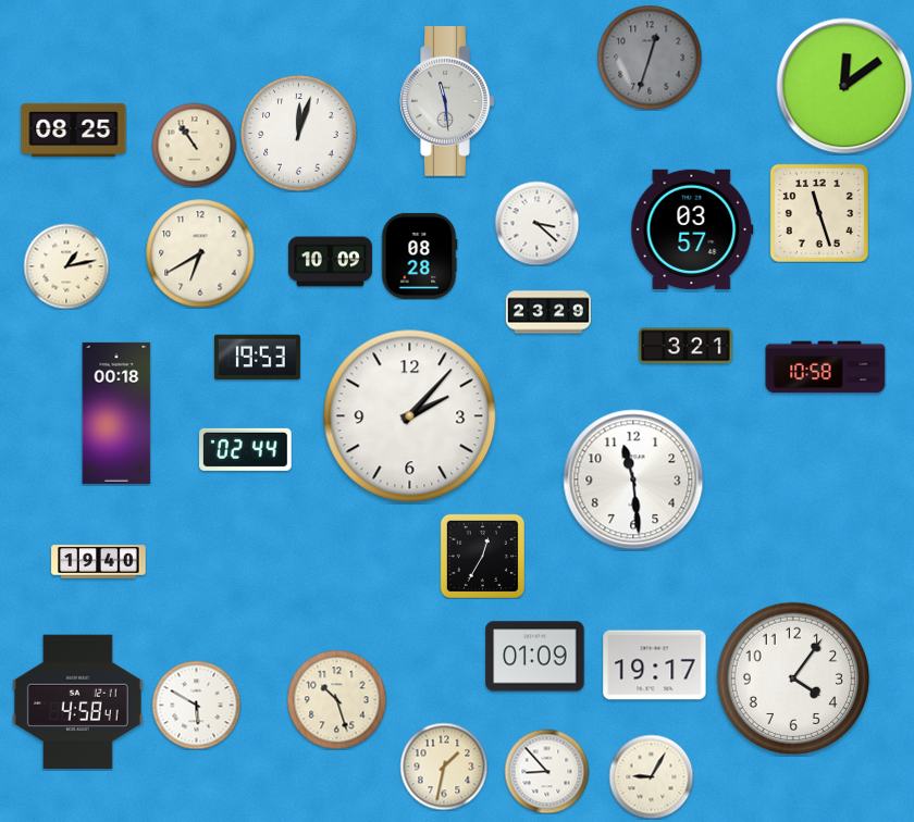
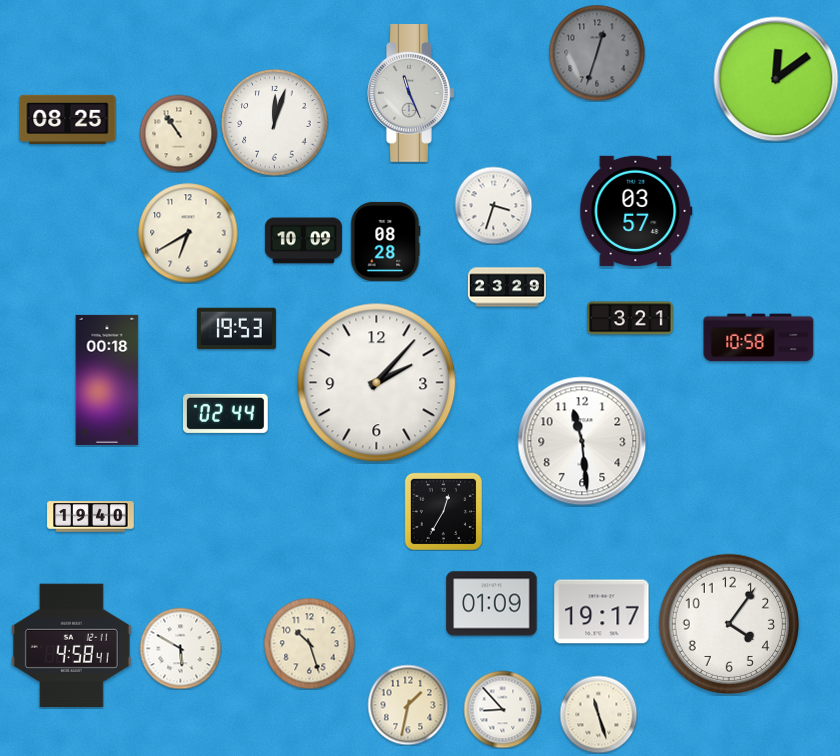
clock at (447, 102): 11:29 -> 11:26
clock at (819, 213): 11:27 -> none
clock at (536, 223): 3:22 -> 3:33
clock at (200, 253) position: (200, 253) -> (188, 233)
clock at (419, 256) position: (419, 256) -> (385, 241)
clock at (66, 266): 1:13 -> none
clock at (548, 312) position: (548, 312) -> (507, 287)
clock at (651, 776): 9:05 -> 11:27
